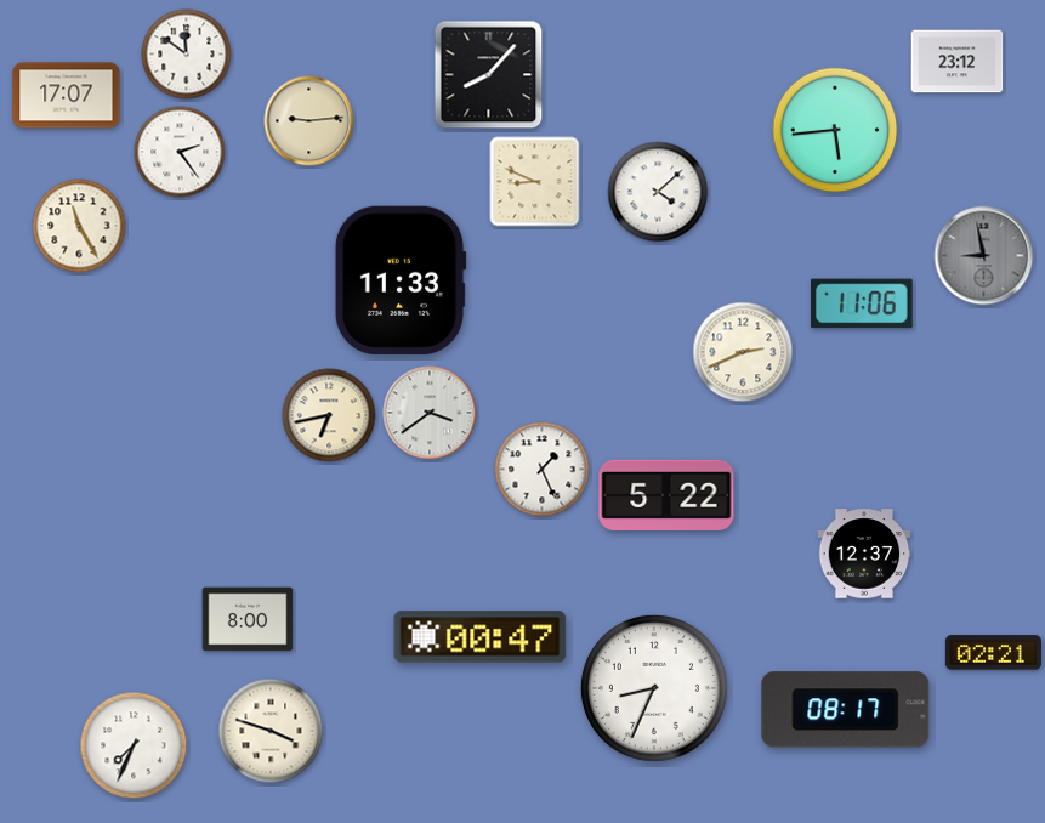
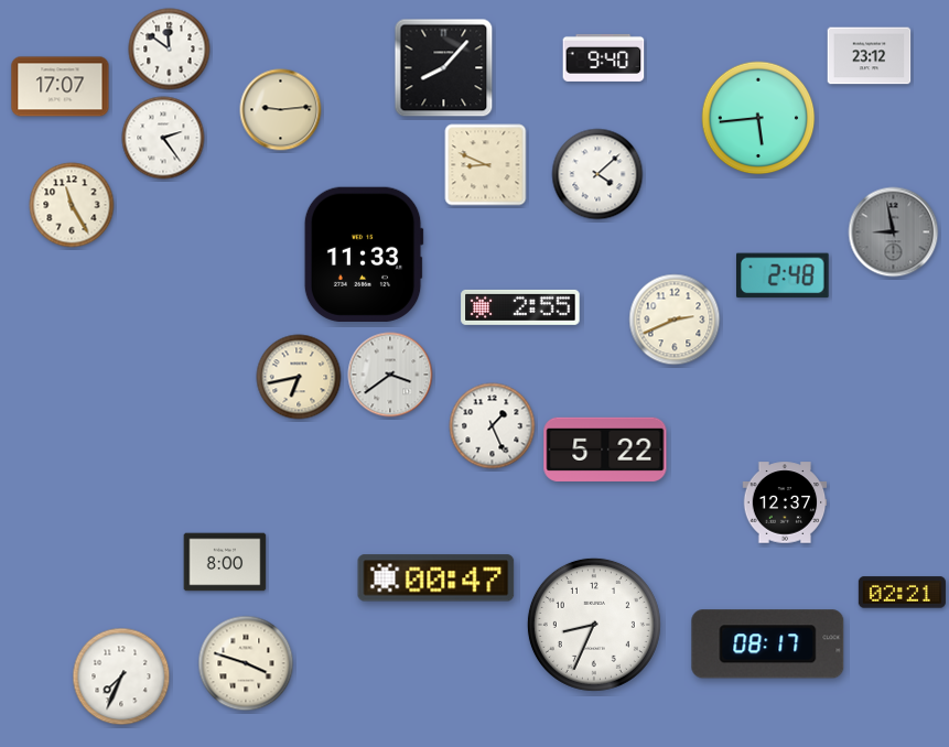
clock at (604, 57): none -> 9:40
clock at (863, 303): 11:06 -> 2:48
clock at (520, 307): none -> 2:55
